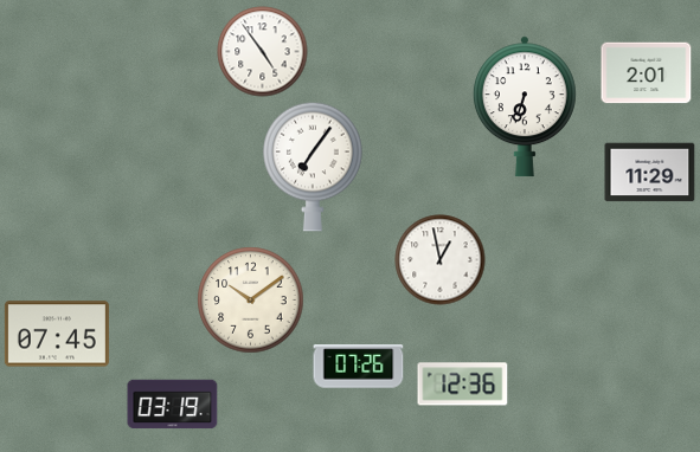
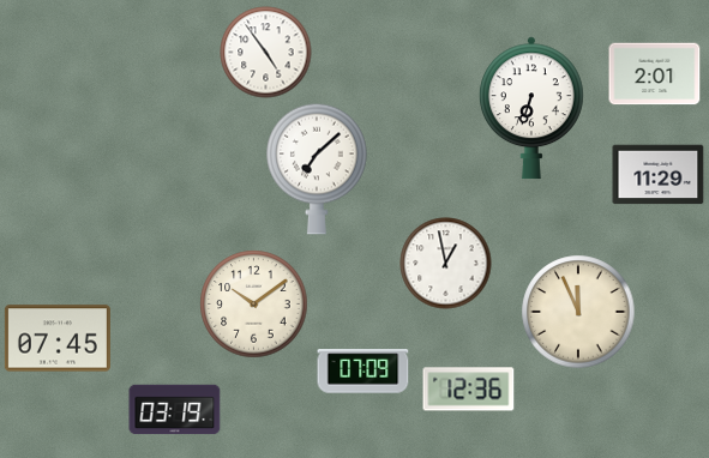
clock at (314, 167): 7:06 -> 7:08
clock at (578, 312): none -> 11:56
clock at (359, 367): 07:26 -> 07:09
